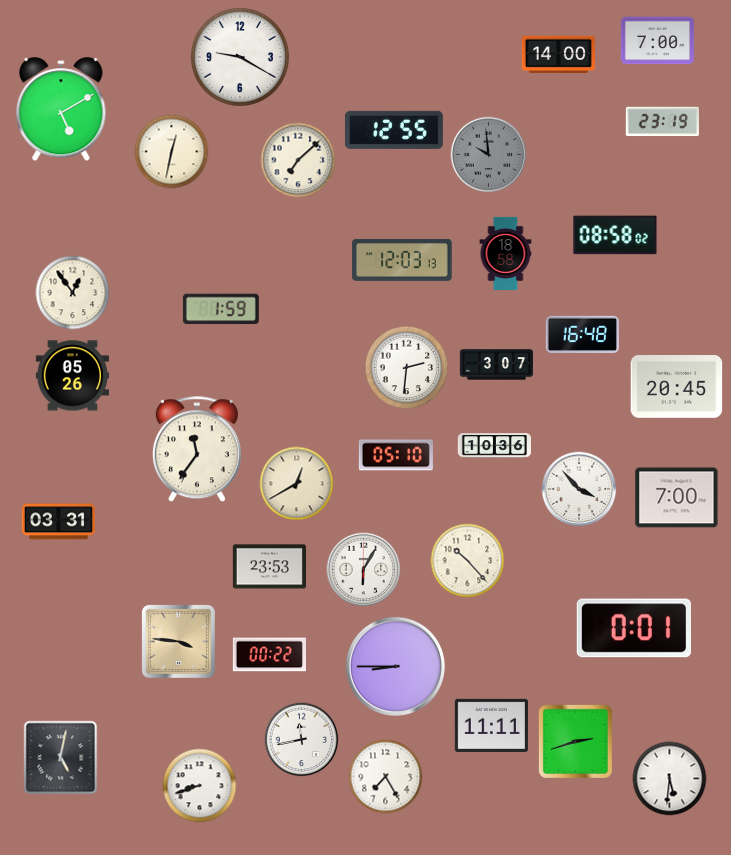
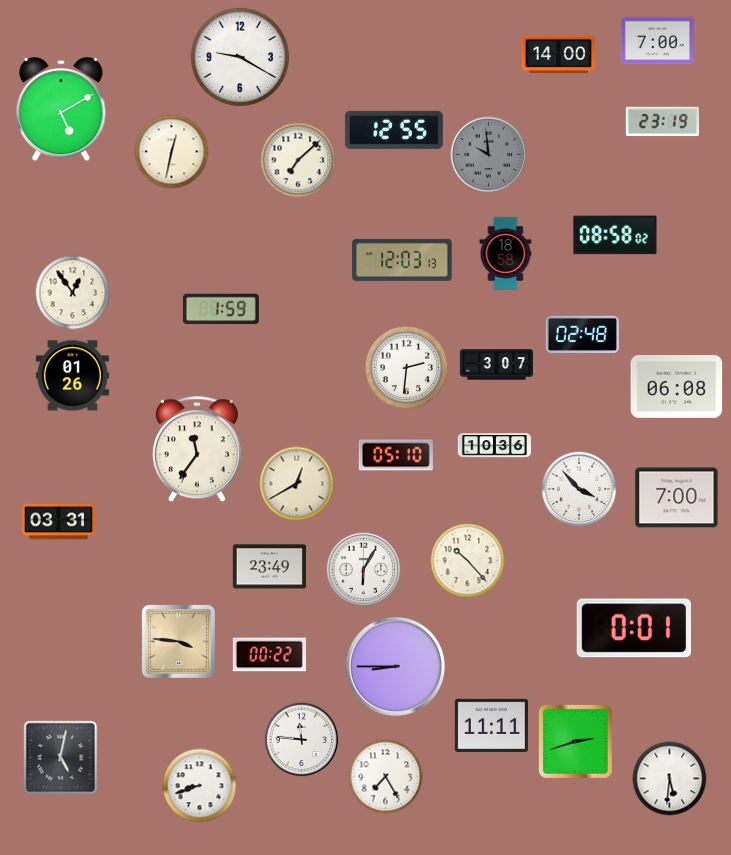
clock at (582, 334): 16:48 -> 02:48
clock at (72, 376): 05:26 -> 01:26
clock at (677, 387): 20:45 -> 06:08
clock at (269, 567): 23:53 -> 23:49
clock at (302, 740): 11:43 -> 11:46
